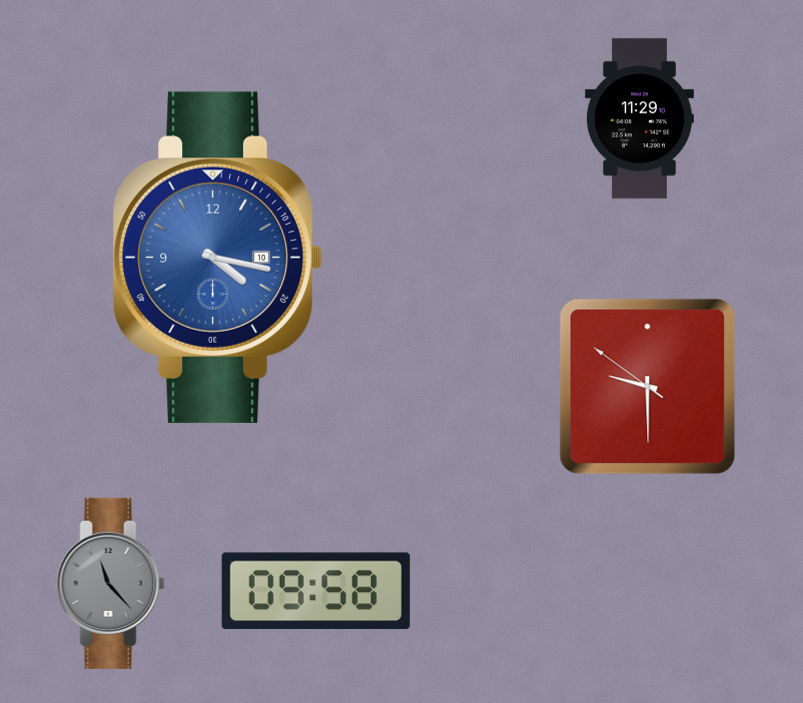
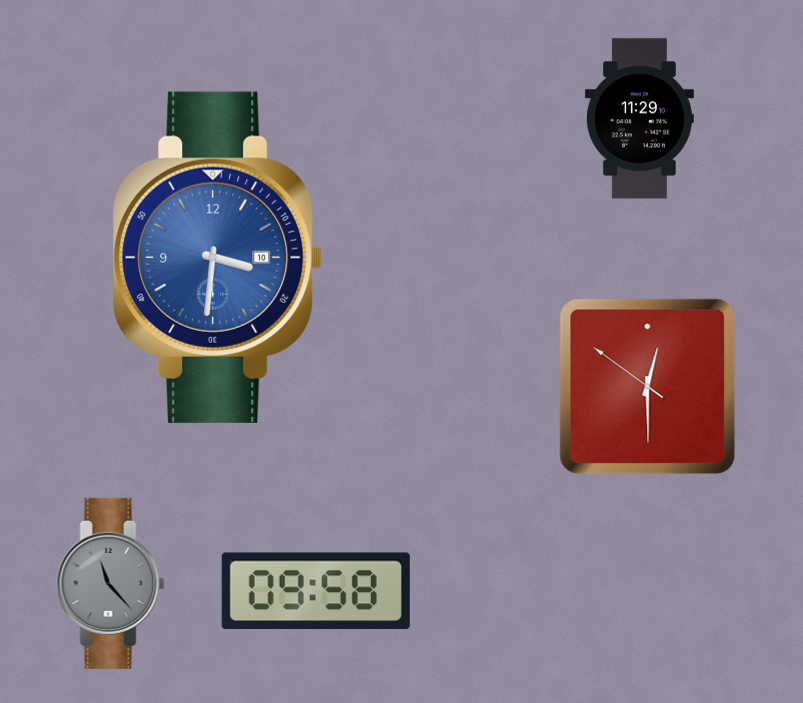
clock at (218, 257): 4:17 -> 3:31
clock at (648, 387): 9:29 -> 12:29
